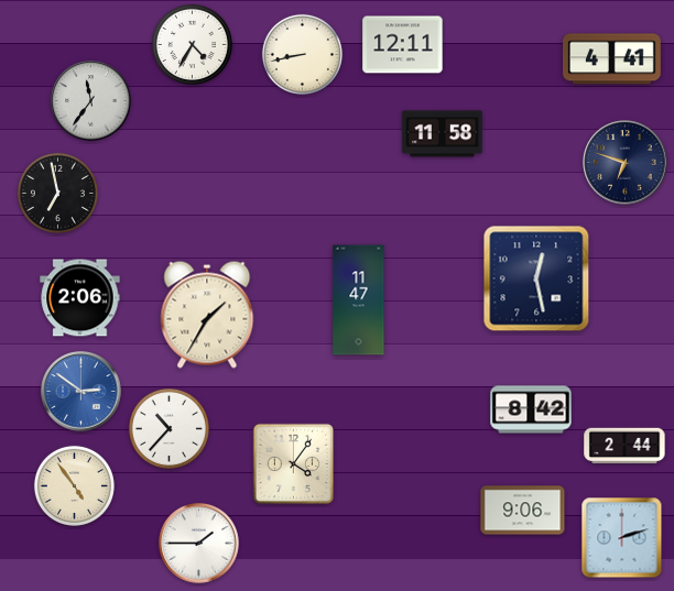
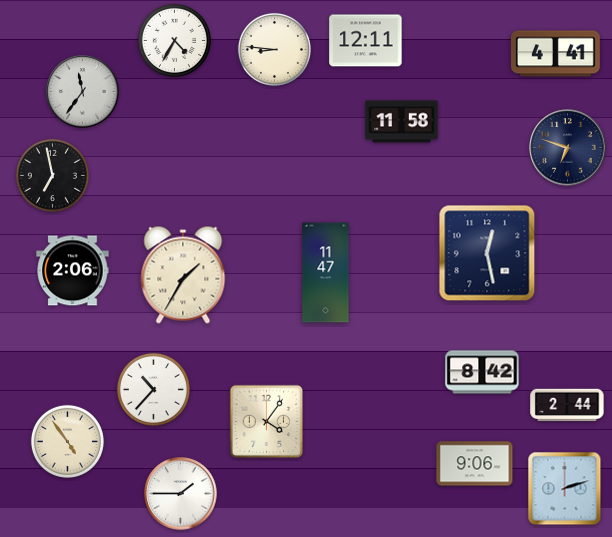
clock at (302, 54): 8:43 -> 8:46
clock at (207, 315) position: (207, 315) -> (183, 275)
clock at (81, 392): 2:51 -> none
